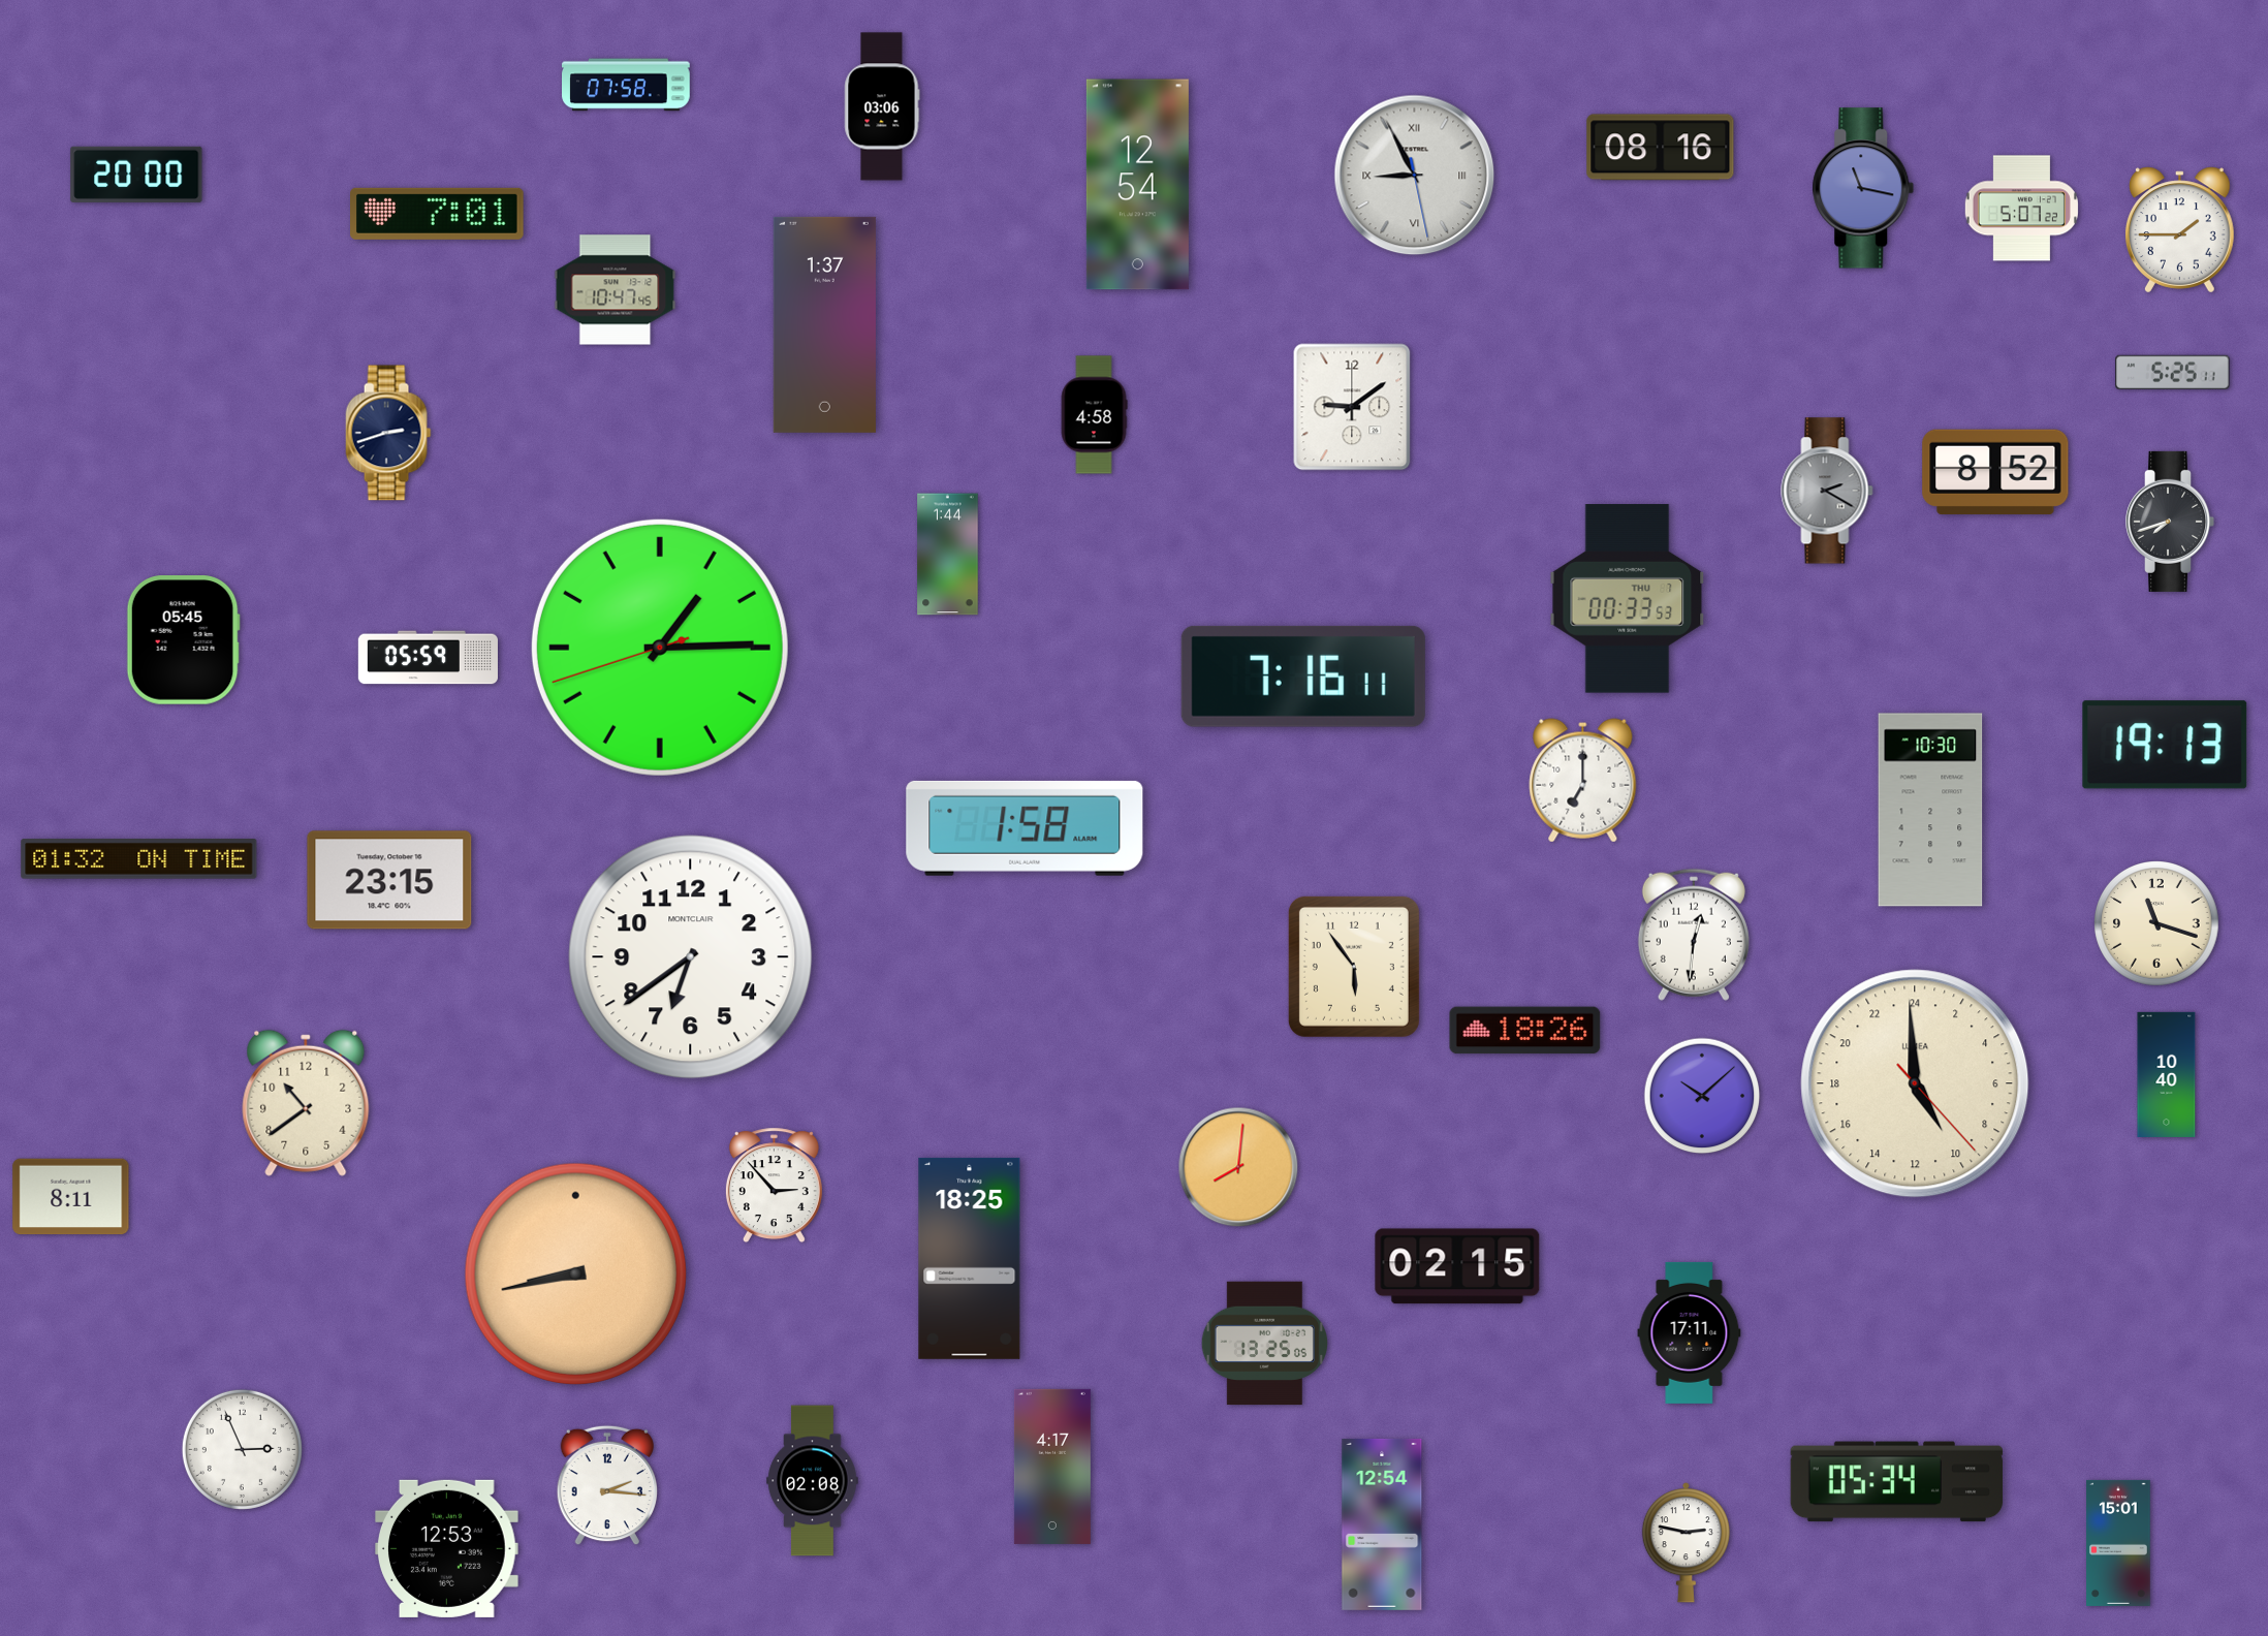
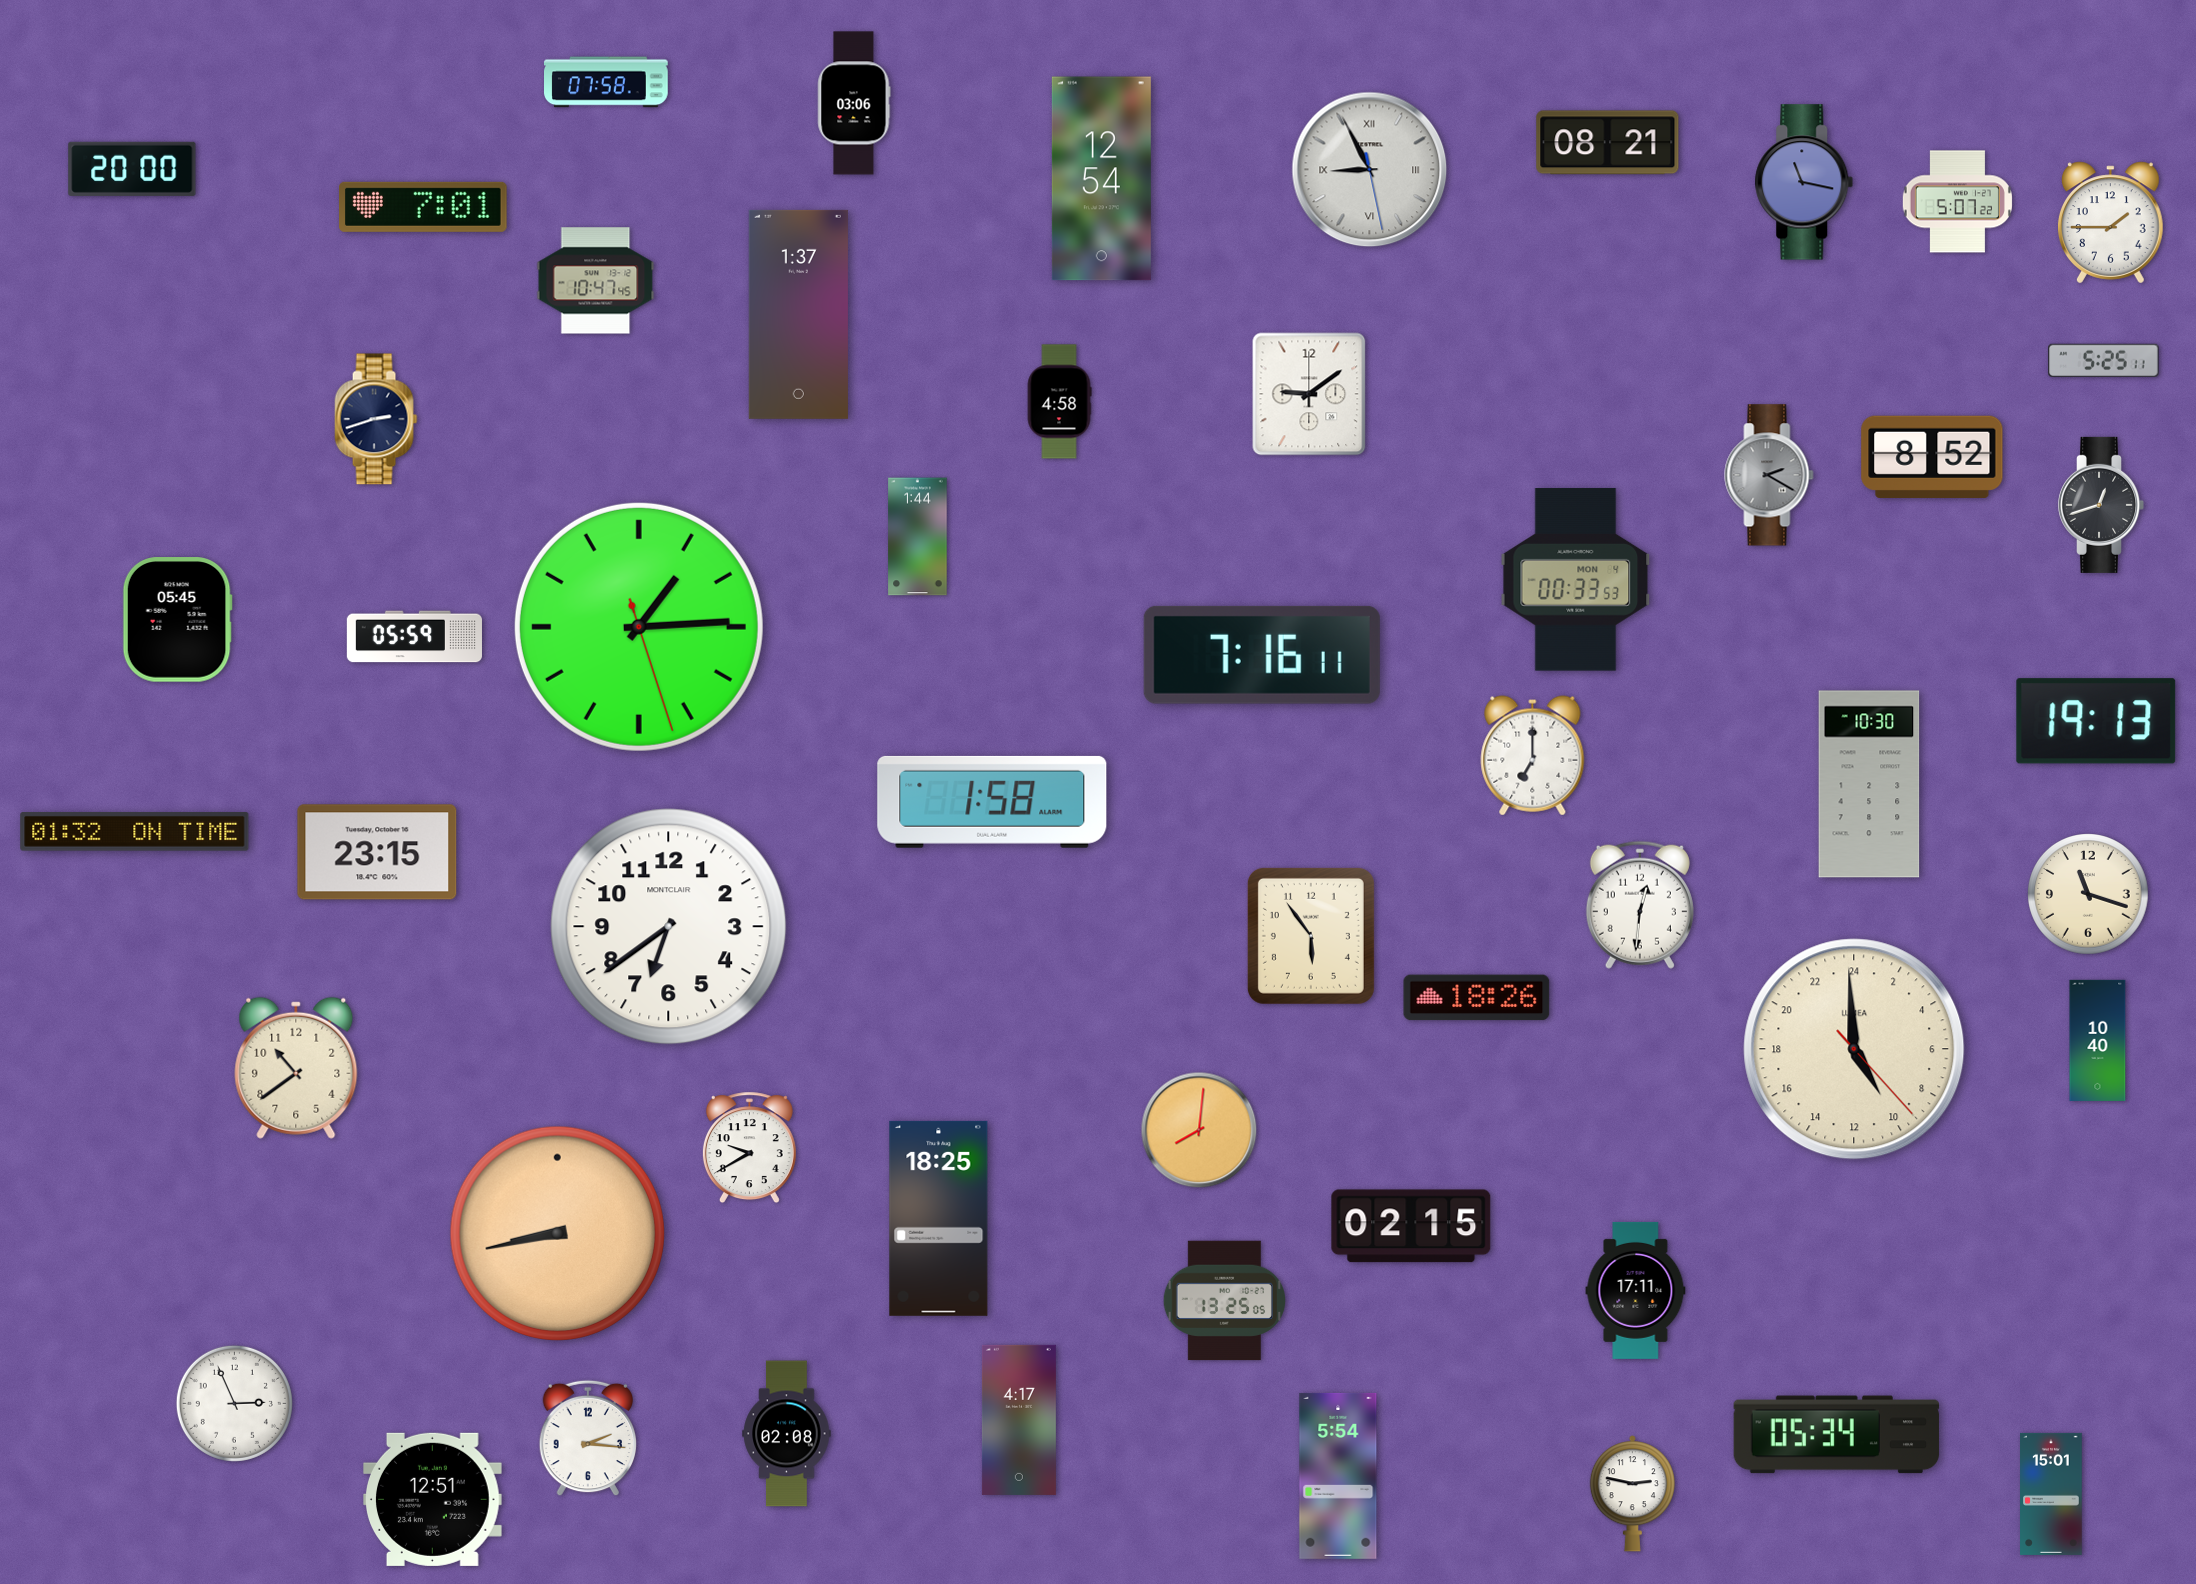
clock at (1661, 148): 08:16 -> 08:21
clock at (2171, 522): 7:42 -> 12:42
clock at (1628, 599) date: THU 7 -> MON 4
clock at (660, 648): 1:14:42 -> 1:14:27
clock at (1702, 1096): 10:08 -> none
clock at (774, 1186): 2:53 -> 9:40
clock at (71, 1197): 8:11 -> none
clock at (1382, 1524): 12:54 -> 5:54
clock at (447, 1548): 12:53 -> 12:51
